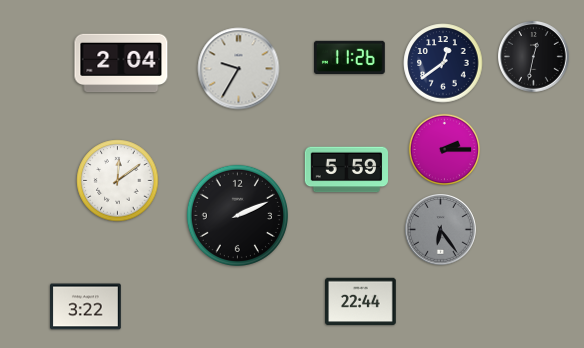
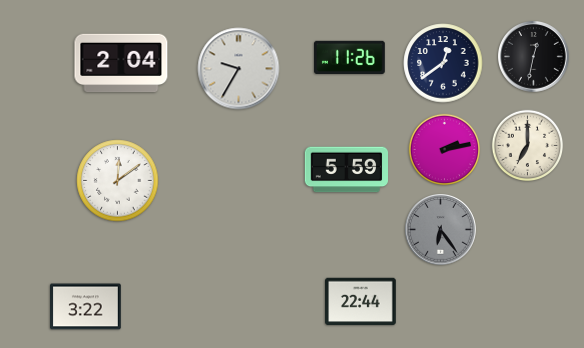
clock at (528, 146): none -> 7:00
clock at (445, 150): 2:15 -> 2:13
clock at (237, 215): 2:11 -> none
